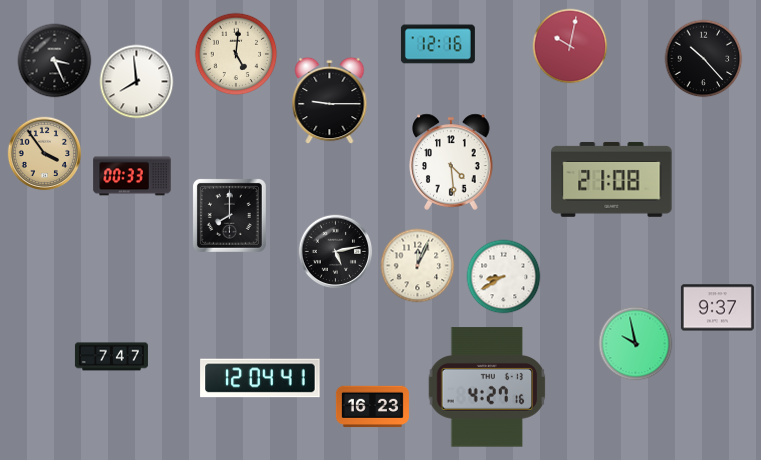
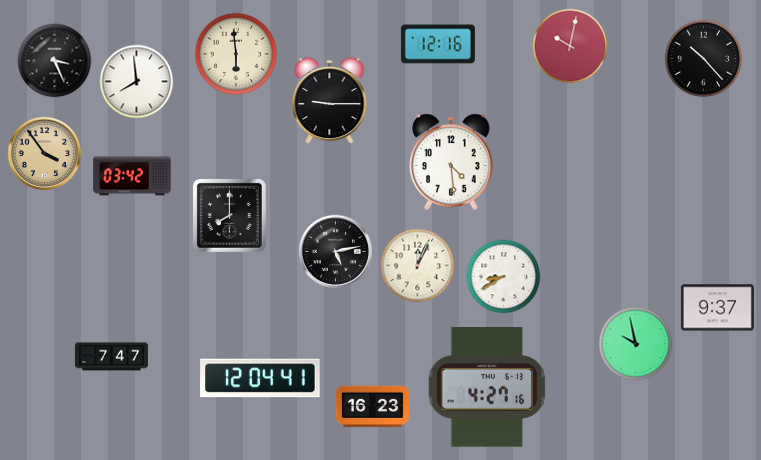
clock at (236, 54): 5:01 -> 5:59
clock at (132, 176): 00:33 -> 03:42
clock at (612, 179): 21:08 -> none
